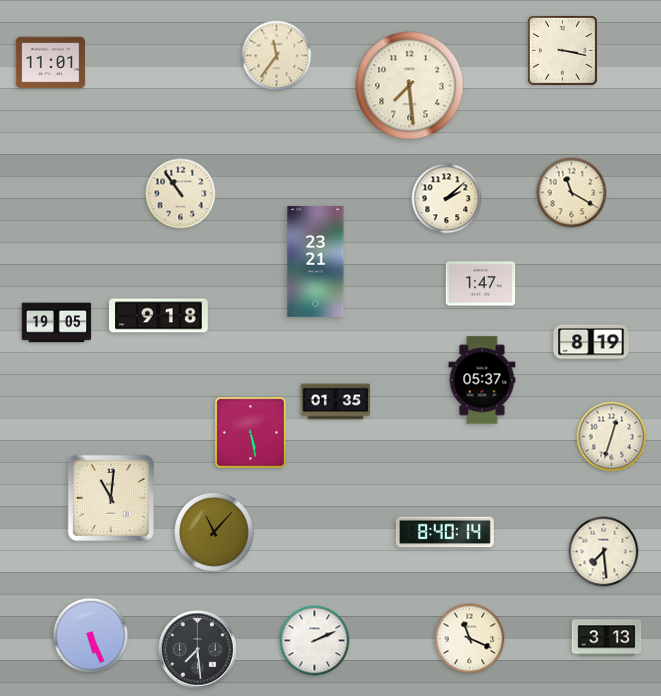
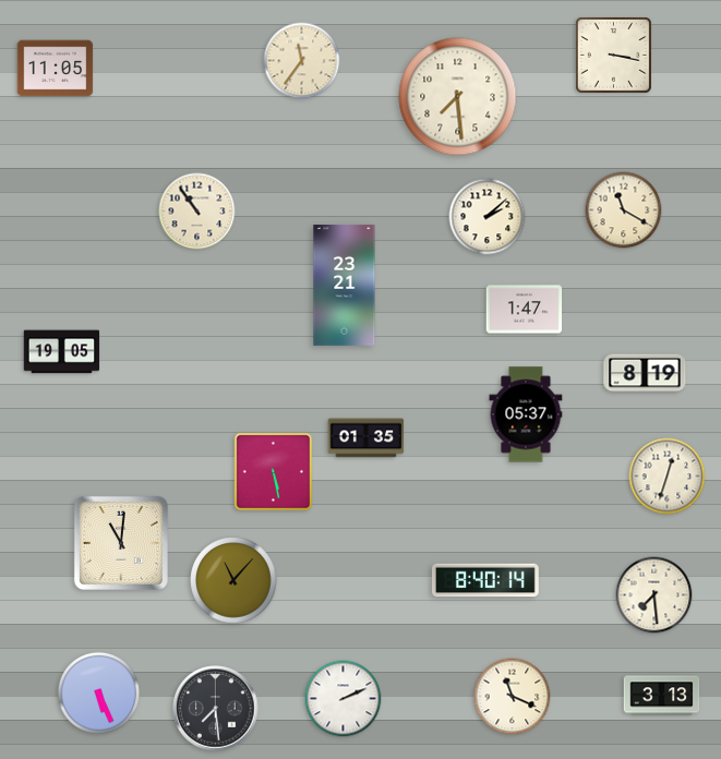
clock at (51, 63): 11:01 -> 11:05
clock at (410, 86) position: (410, 86) -> (458, 97)
clock at (159, 316): 9:18 -> none
clock at (604, 552) position: (604, 552) -> (654, 595)
